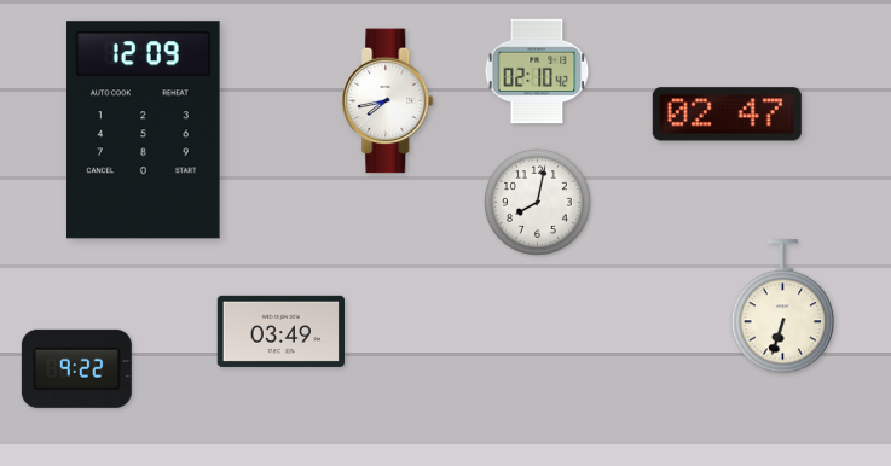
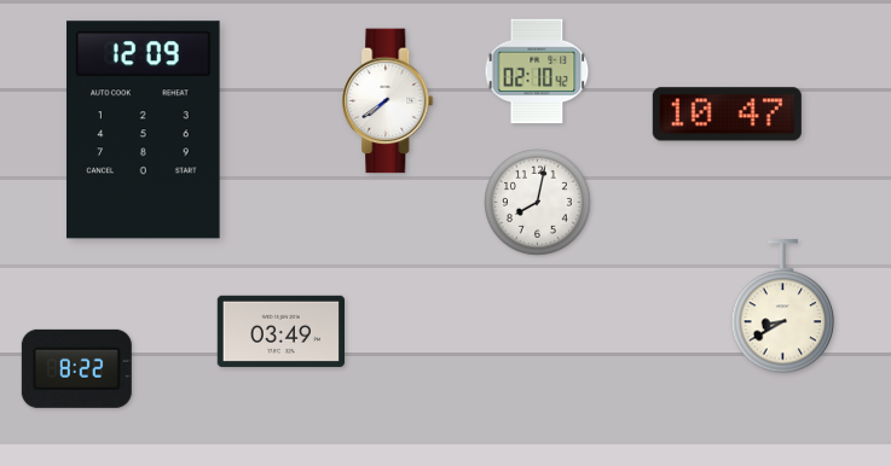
clock at (388, 101): 7:43 -> 7:39
clock at (727, 115): 02:47 -> 10:47
clock at (783, 307): 6:33 -> 8:40
clock at (76, 368): 9:22 -> 8:22
